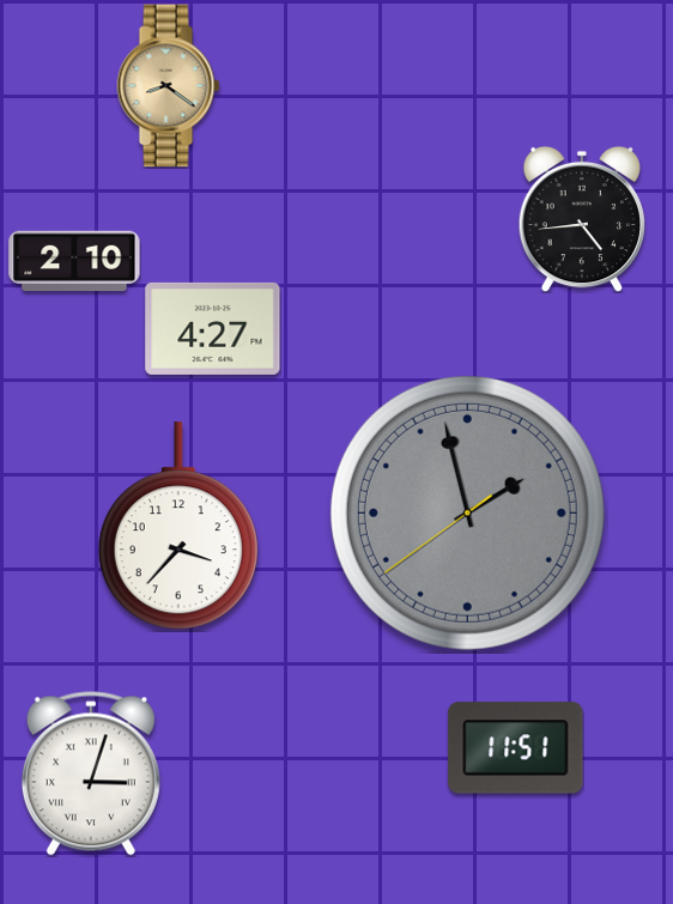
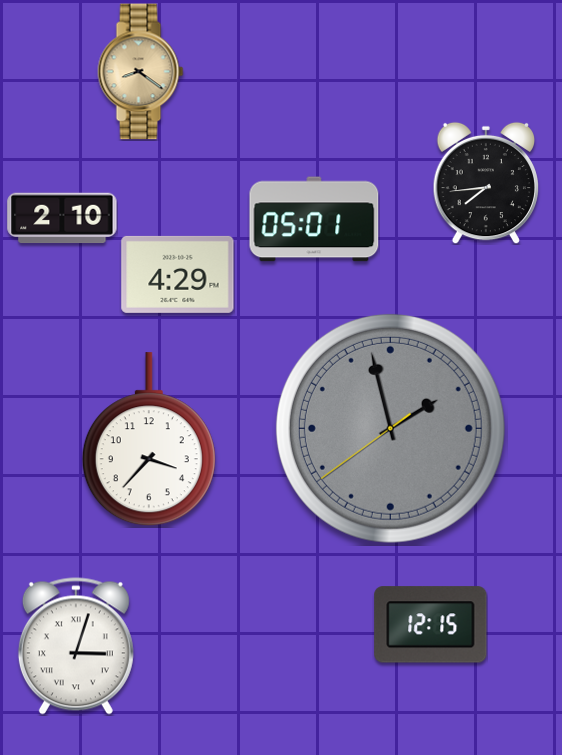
clock at (581, 219): 4:44 -> 7:44
clock at (314, 219): none -> 05:01
clock at (213, 328): 4:27 -> 4:29
clock at (516, 748): 11:51 -> 12:15
